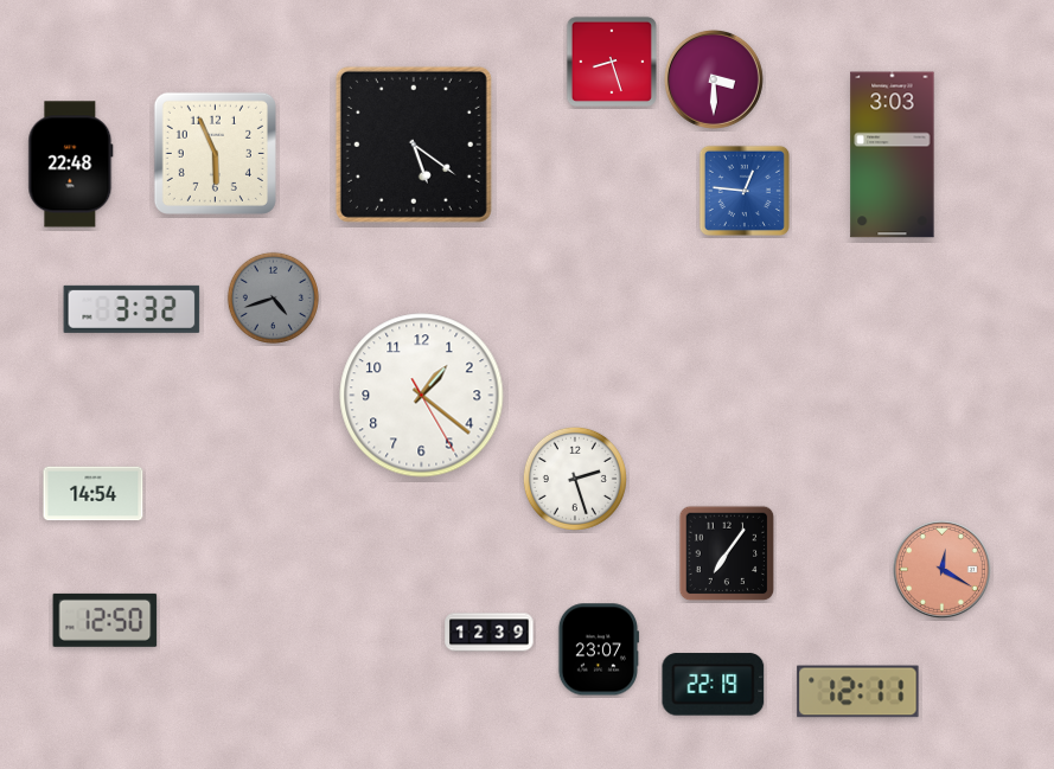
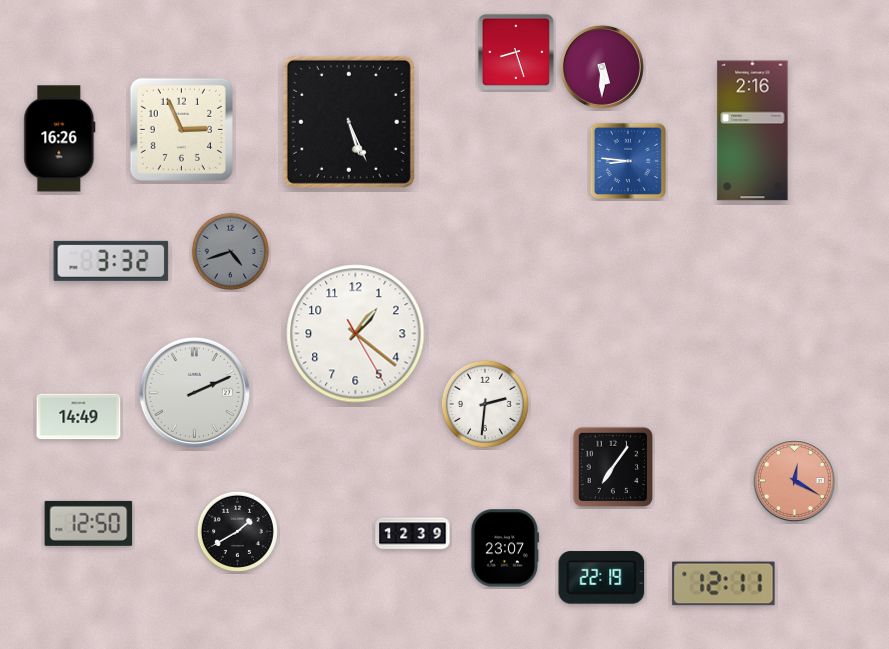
clock at (714, 79): 3:30 -> 5:30
clock at (414, 145): 5:21 -> 5:26
clock at (215, 153): 5:56 -> 2:56
clock at (893, 155): 3:03 -> 2:16
clock at (71, 165): 22:48 -> 16:26
clock at (745, 191): 12:46 -> 8:46
clock at (194, 392): none -> 2:11
clock at (575, 479): 2:27 -> 2:31
clock at (94, 494): 14:54 -> 14:49
clock at (237, 531): none -> 1:40
